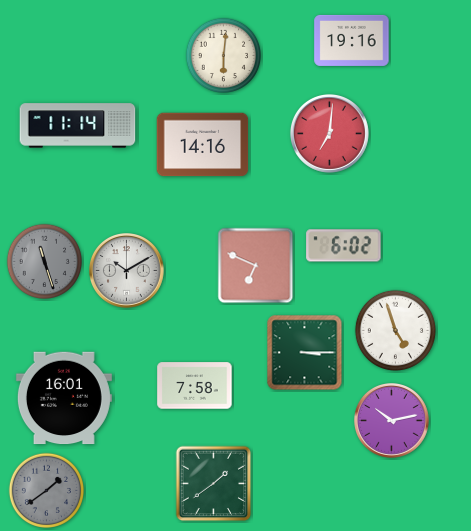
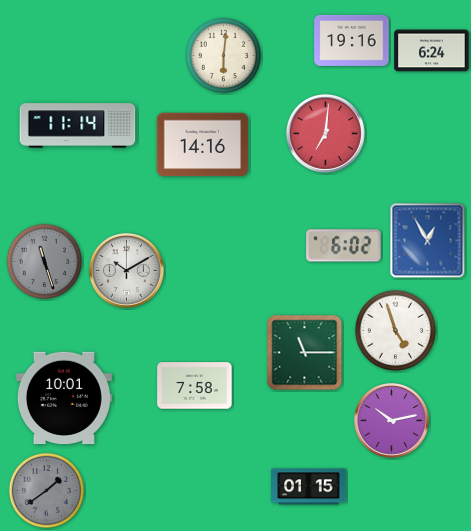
clock at (432, 51): none -> 6:24
clock at (329, 133) position: (329, 133) -> (325, 133)
clock at (428, 241): none -> 12:55
clock at (256, 266): 6:49 -> none
clock at (305, 353): 3:15 -> 11:15
clock at (64, 398): 16:01 -> 10:01
clock at (214, 484): 1:39 -> none
clock at (309, 487): none -> 01:15
